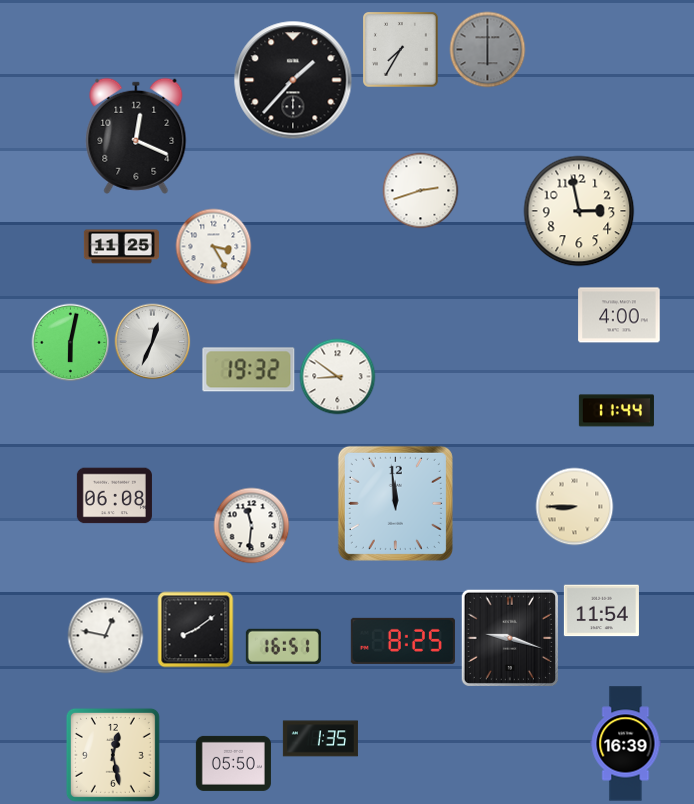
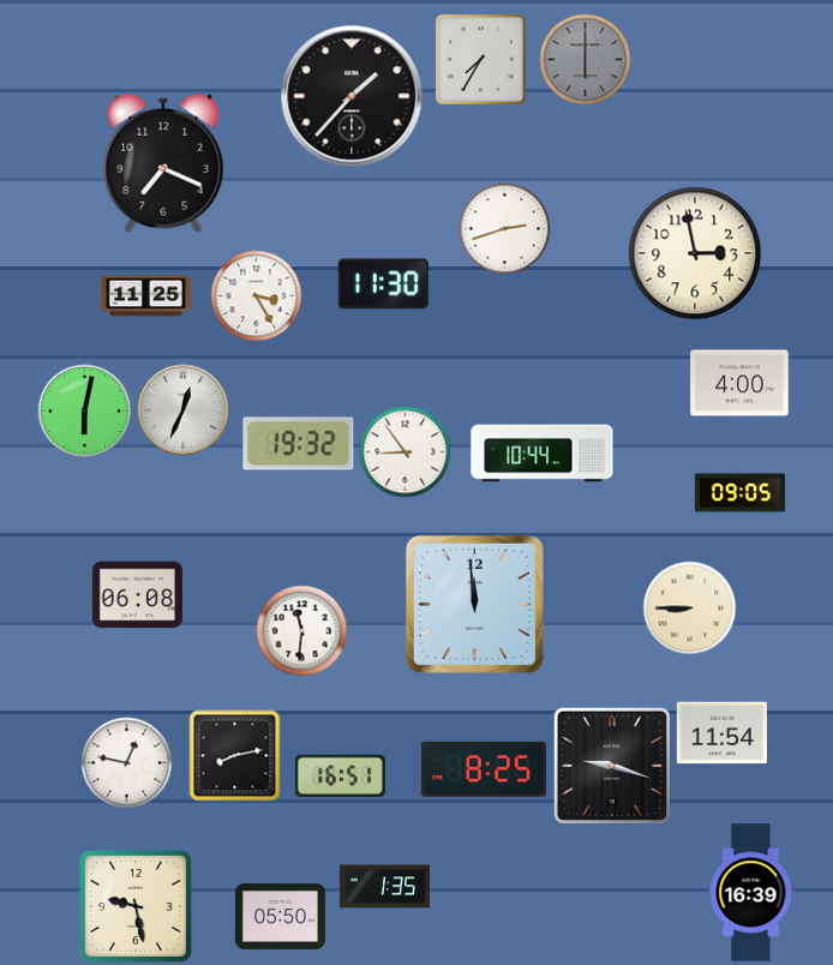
clock at (136, 136): 12:19 -> 7:19
clock at (383, 284): none -> 11:30
clock at (619, 315) position: (619, 315) -> (739, 383)
clock at (338, 377): 8:51 -> 8:54
clock at (543, 454): none -> 10:44
clock at (616, 411): 11:44 -> 09:05
clock at (196, 630): 8:09 -> 8:13
clock at (113, 755): 12:28 -> 9:28
